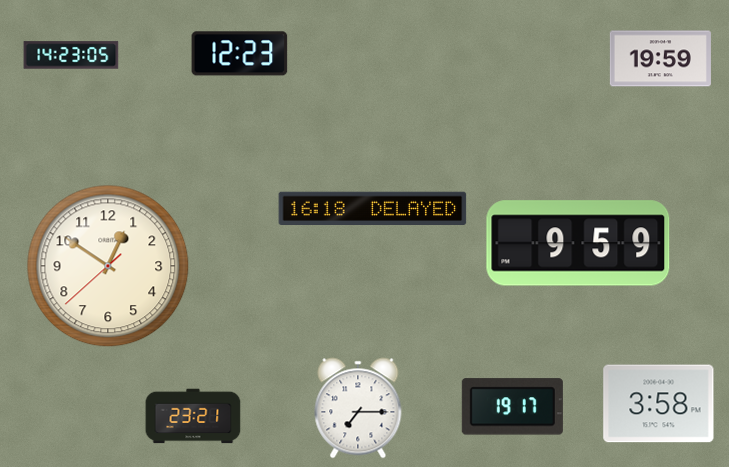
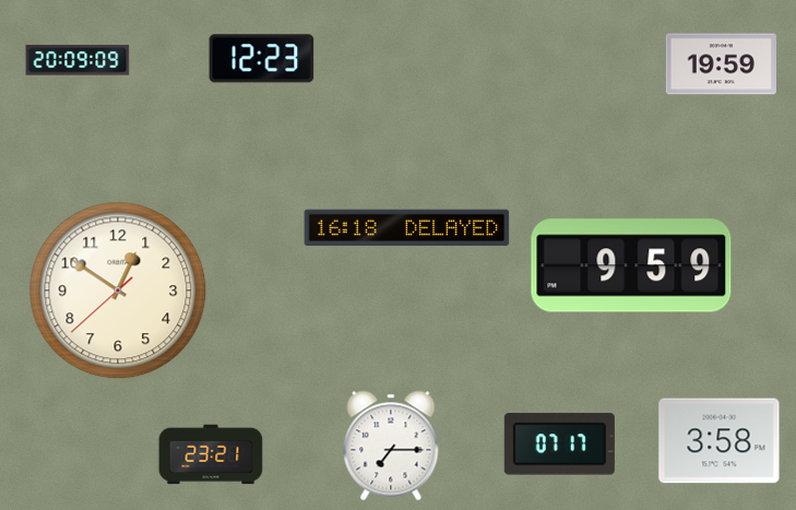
clock at (71, 55): 14:23 -> 20:09
clock at (512, 407): 19:17 -> 07:17
